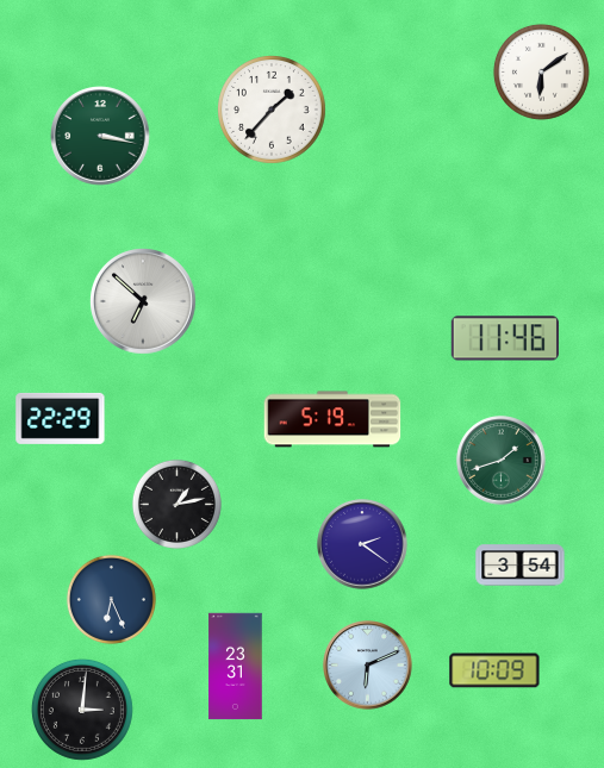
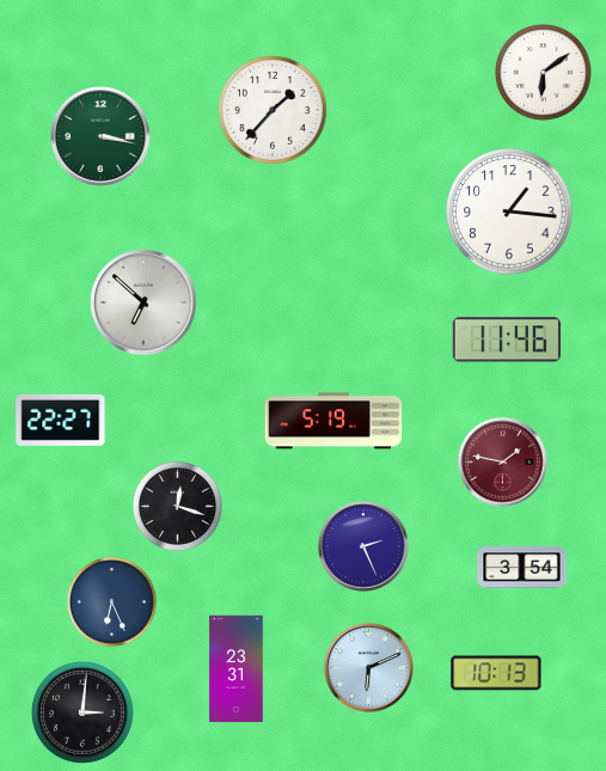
clock at (509, 212): none -> 1:16
clock at (61, 418): 22:29 -> 22:27
clock at (502, 461): 1:42 -> 1:47
clock at (502, 461) dial: green -> burgundy
clock at (176, 504): 1:13 -> 12:18
clock at (362, 544): 2:21 -> 2:26
clock at (494, 670): 10:09 -> 10:13
